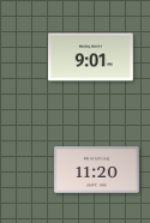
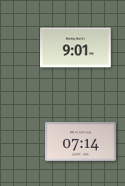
clock at (97, 170): 11:20 -> 07:14
